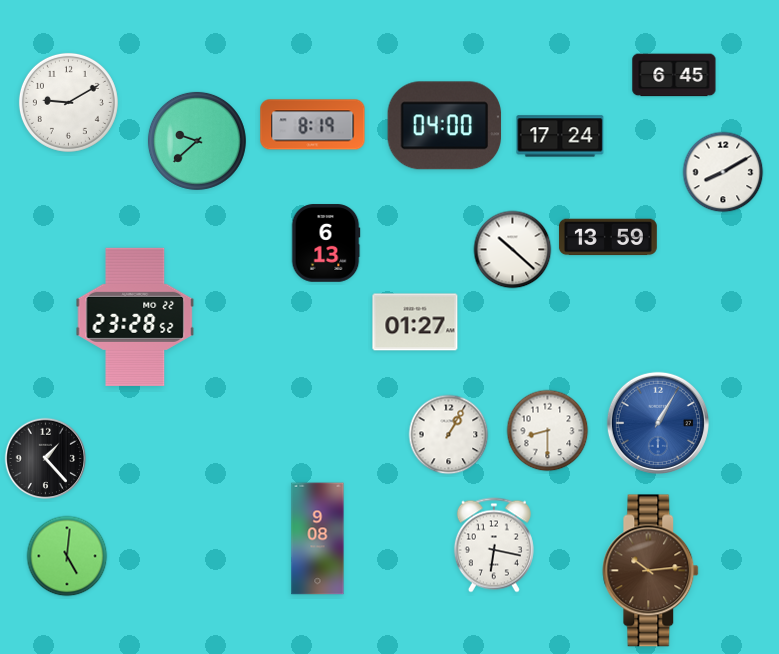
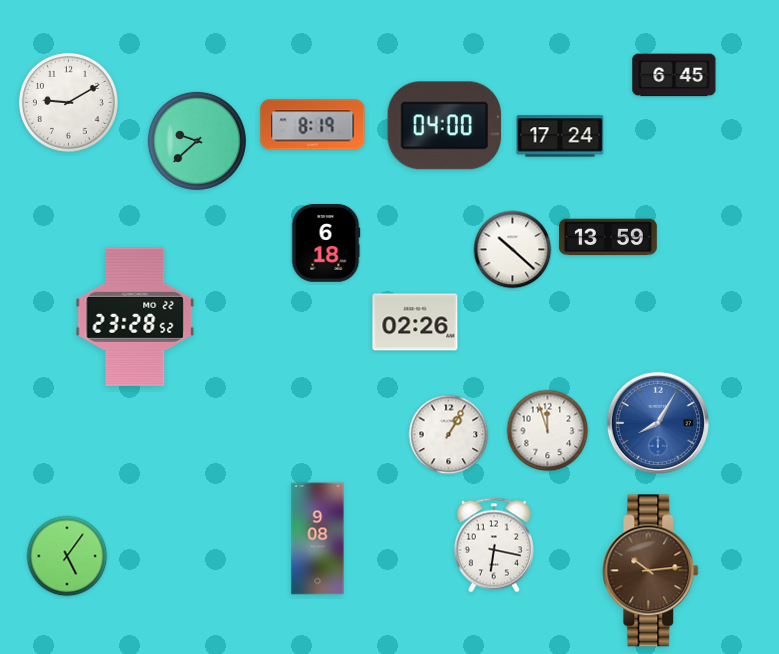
clock at (723, 172): 8:10 -> none
clock at (326, 243): 6:13 -> 6:18
clock at (415, 322): 01:27 -> 02:26
clock at (658, 423): 1:05 -> 8:05
clock at (548, 431): 8:30 -> 11:57
clock at (46, 459): 1:23 -> none
clock at (67, 556): 5:01 -> 5:06
